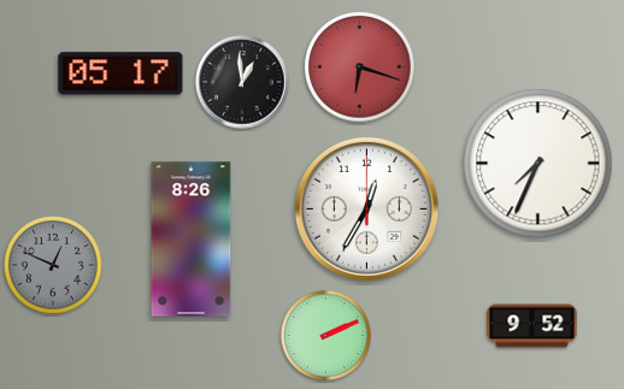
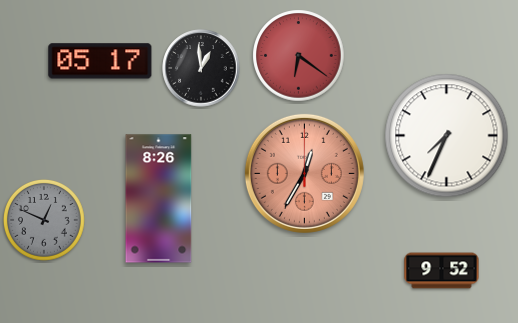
clock at (360, 67): 6:18 -> 6:21
clock at (366, 208) dial: white -> salmon
clock at (325, 335): 2:11 -> none
